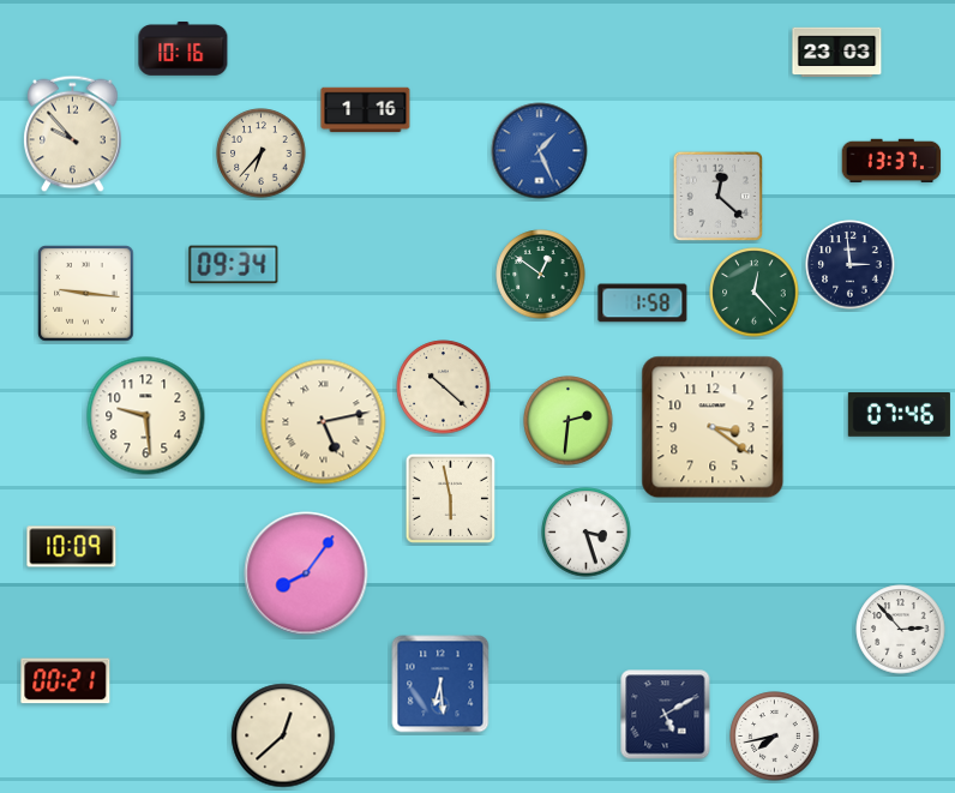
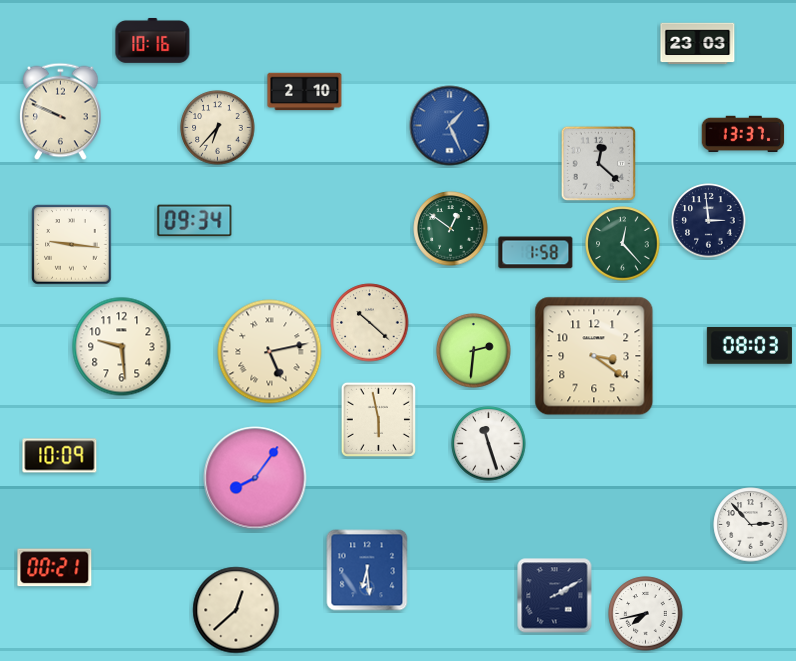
clock at (366, 110): 1:16 -> 2:10
clock at (73, 134): 9:53 -> 9:49
clock at (755, 293) position: (755, 293) -> (623, 244)
clock at (899, 415): 07:46 -> 08:03
clock at (450, 498) position: (450, 498) -> (378, 419)
clock at (587, 533): 3:27 -> 11:27
clock at (666, 715): 5:10 -> 2:10
clock at (283, 735) position: (283, 735) -> (236, 610)
